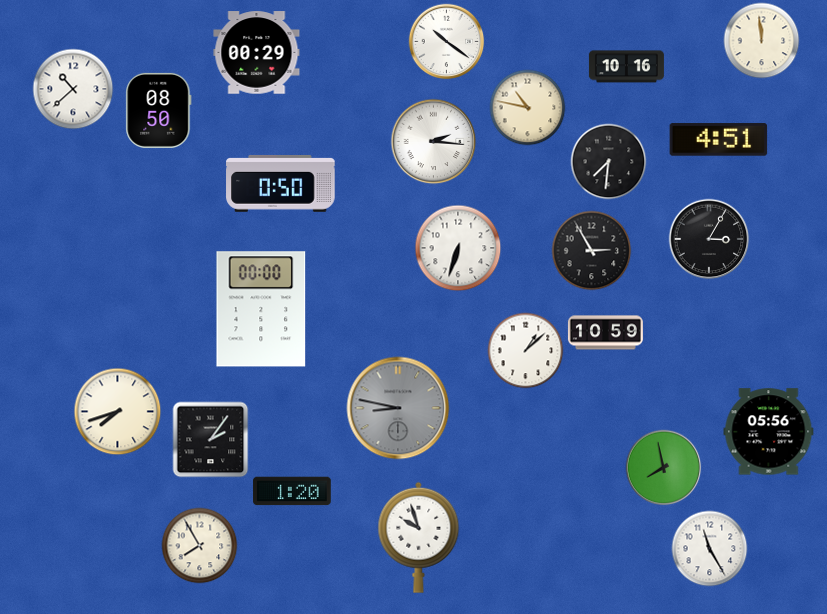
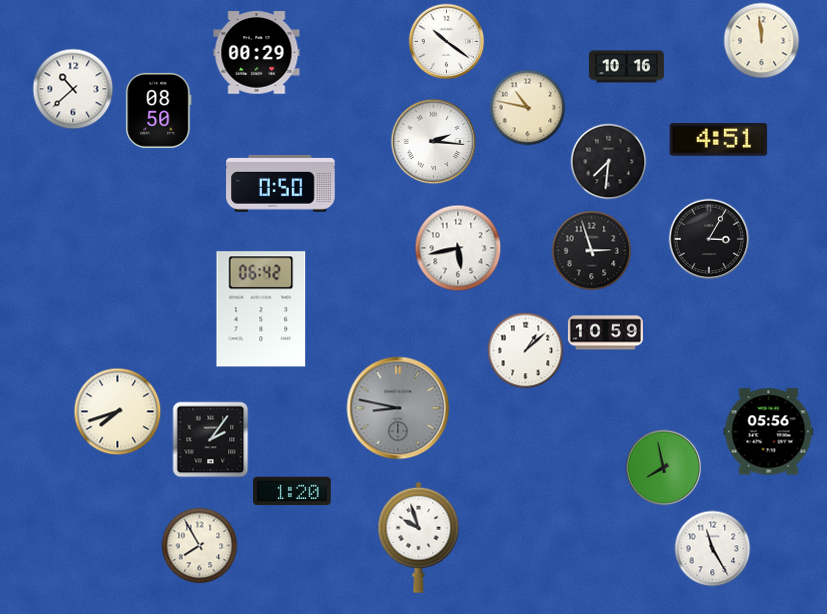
clock at (458, 248): 6:33 -> 5:43
clock at (592, 251): 2:55 -> 2:57
clock at (261, 309): 00:00 -> 06:42
clock at (710, 549) position: (710, 549) -> (713, 549)
